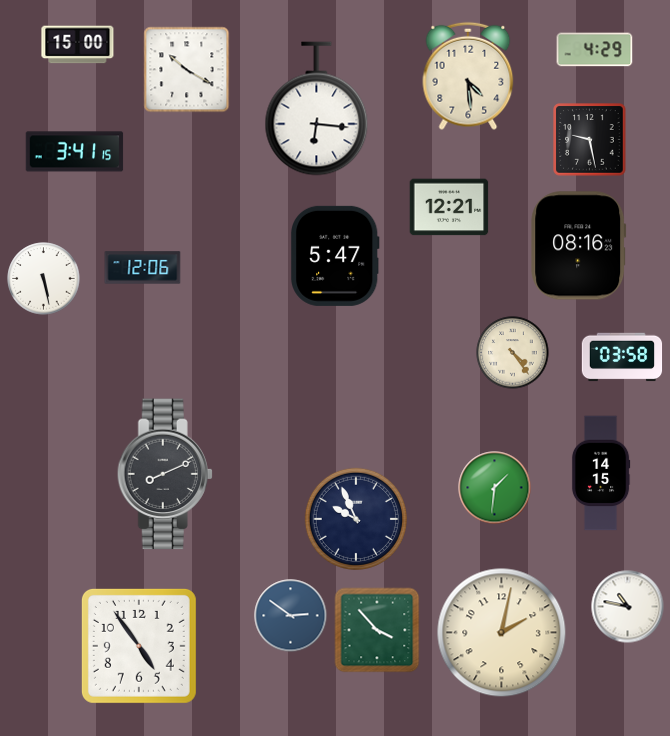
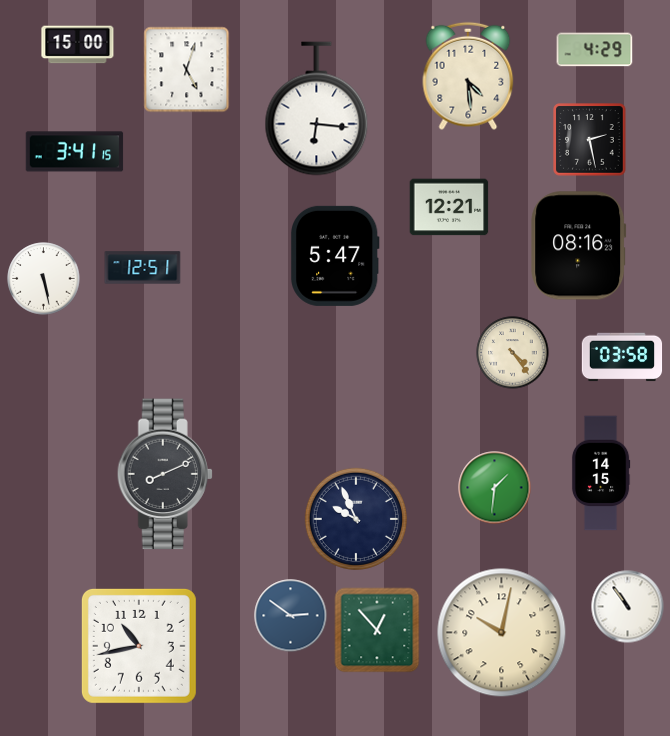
clock at (187, 70): 10:20 -> 5:03
clock at (590, 140): 9:28 -> 2:28
clock at (143, 268): 12:06 -> 12:51
clock at (628, 607): 10:47 -> 10:54
clock at (377, 630): 3:53 -> 12:53
clock at (502, 633): 2:02 -> 10:02
clock at (139, 646): 4:54 -> 10:43
